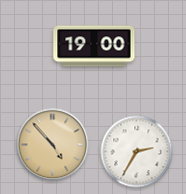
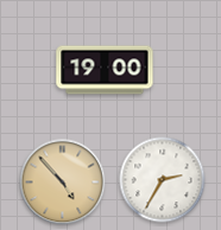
clock at (94, 46) position: (94, 46) -> (105, 70)
clock at (53, 145) position: (53, 145) -> (63, 183)
